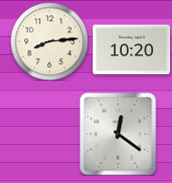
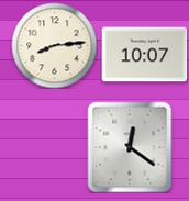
clock at (131, 50): 10:20 -> 10:07
